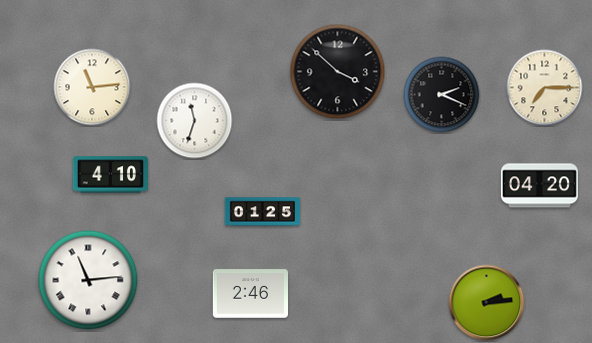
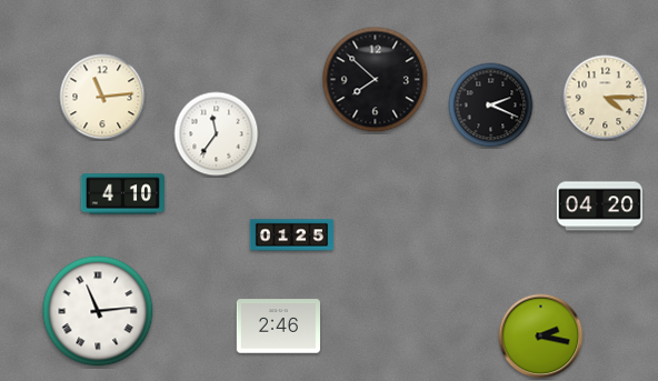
clock at (338, 72): 3:52 -> 7:52
clock at (545, 88): 7:15 -> 4:15
clock at (195, 121): 11:33 -> 11:36
clock at (487, 303): 2:14 -> 2:17
